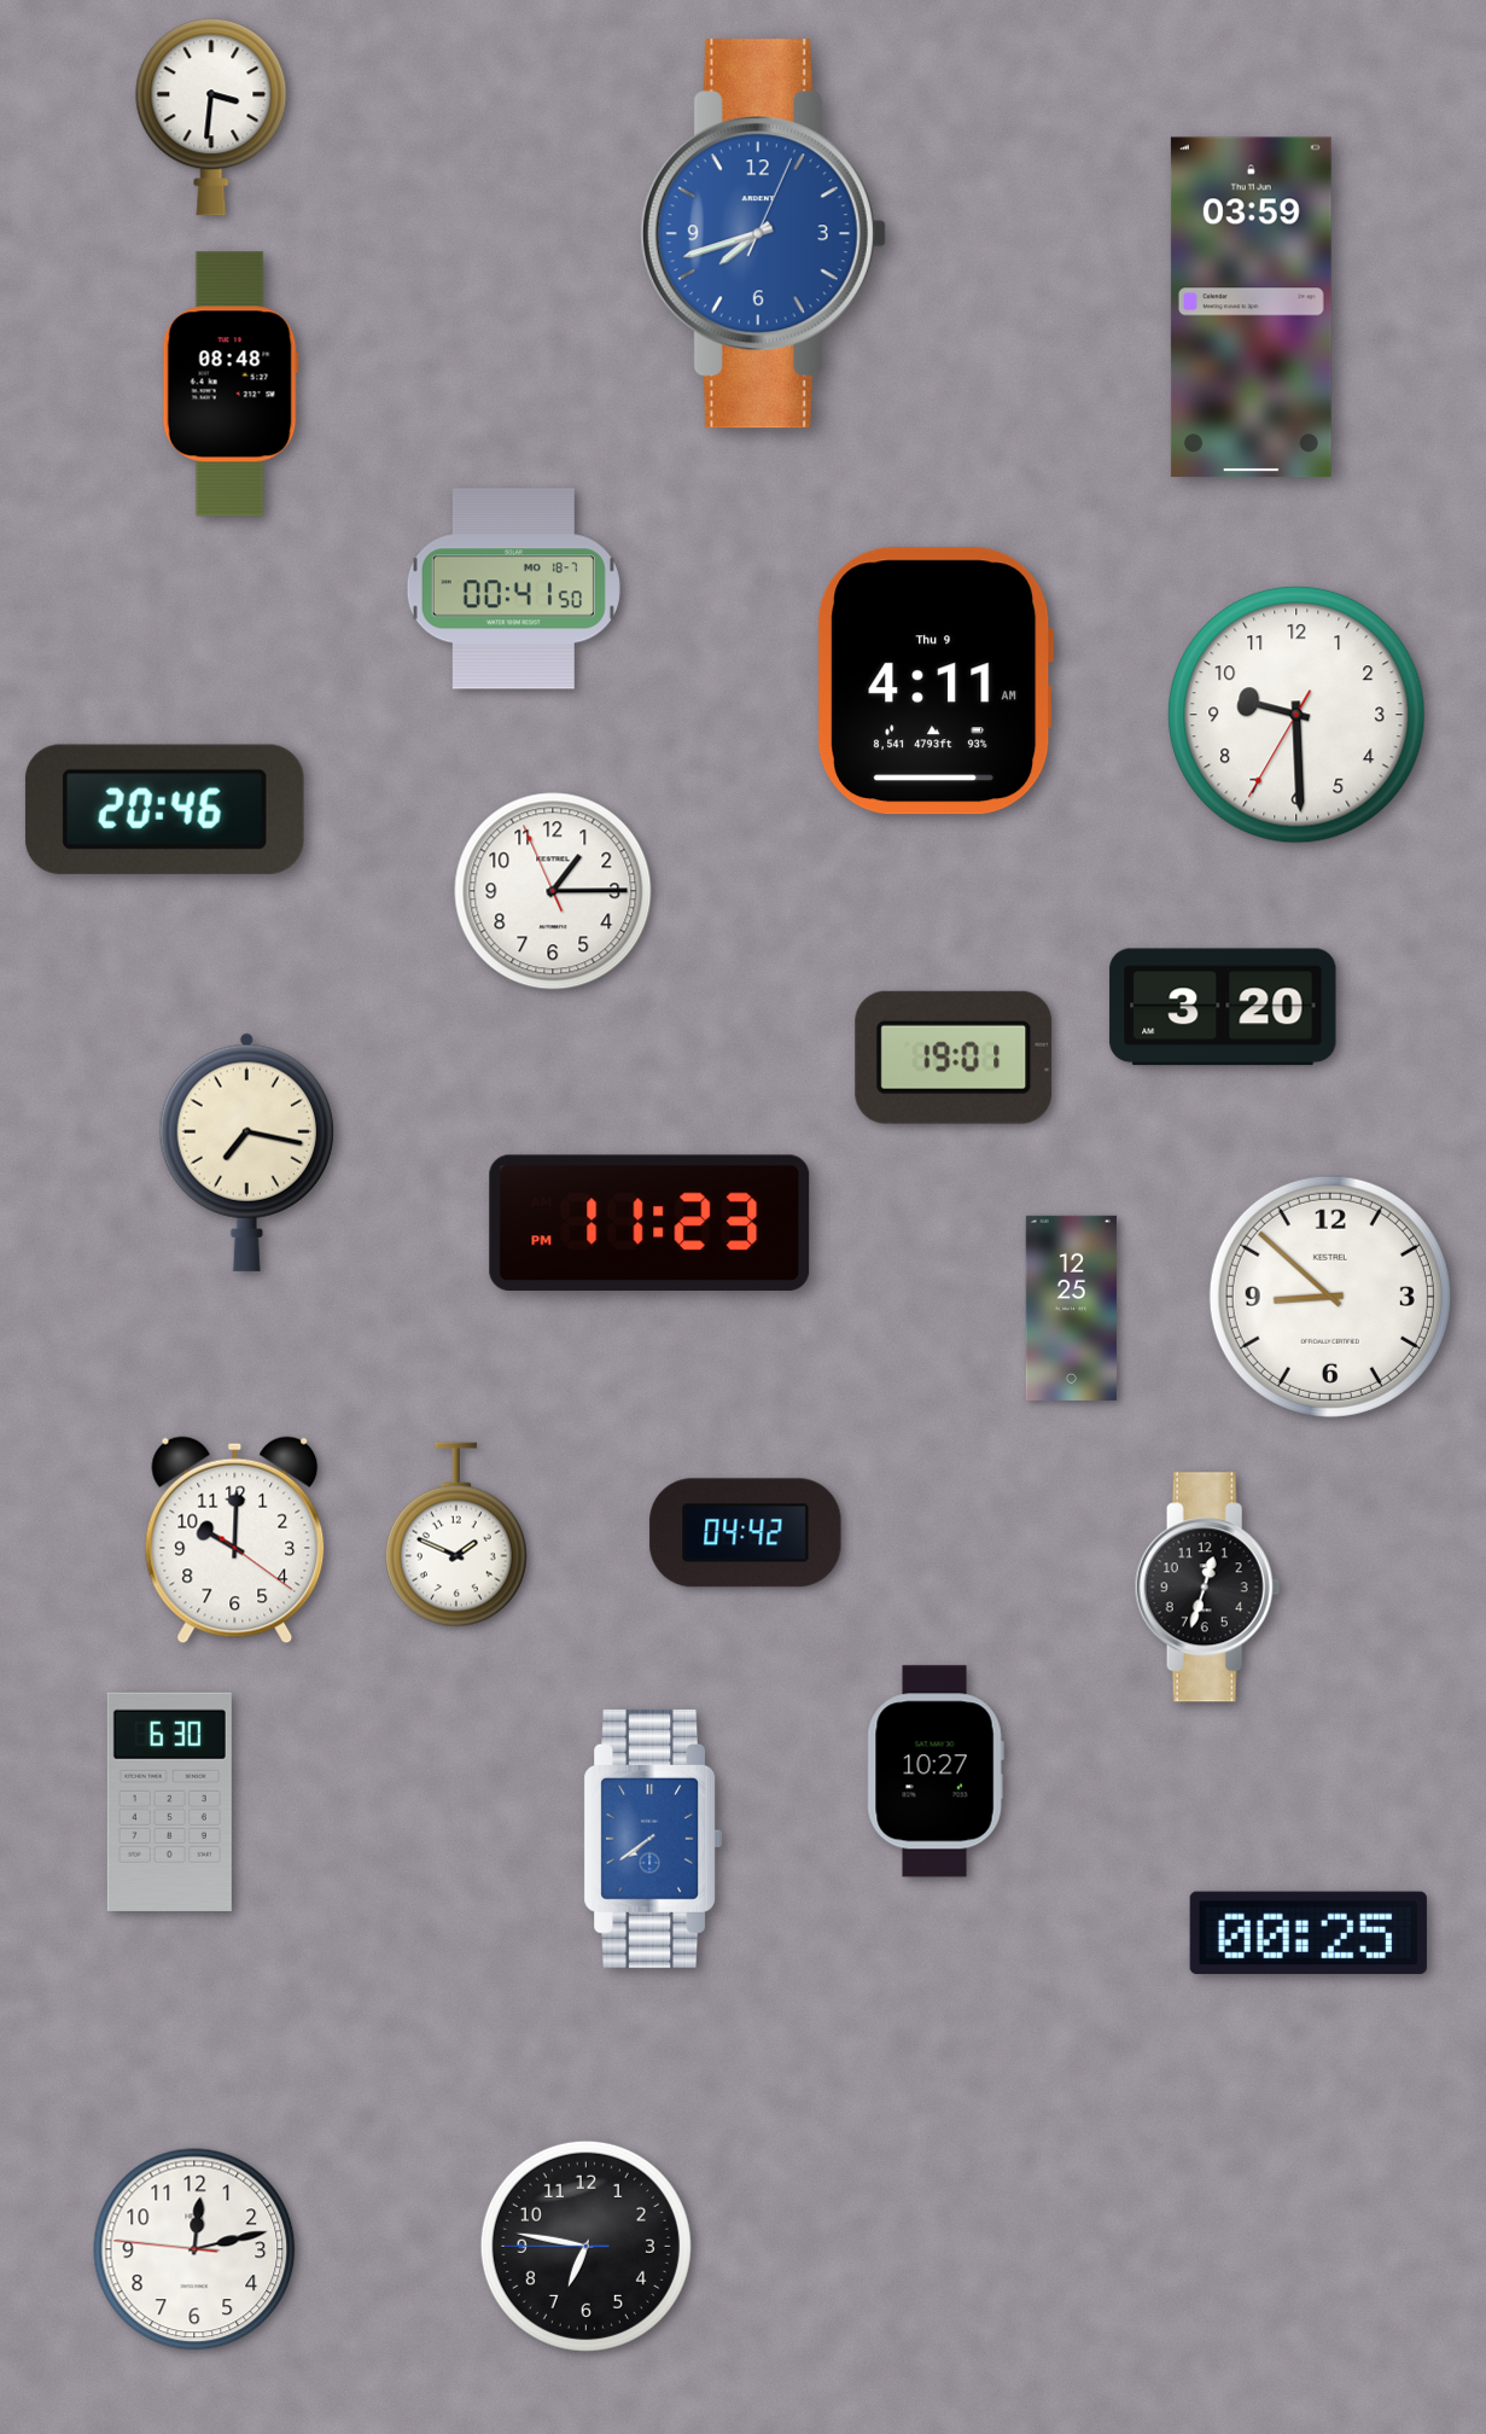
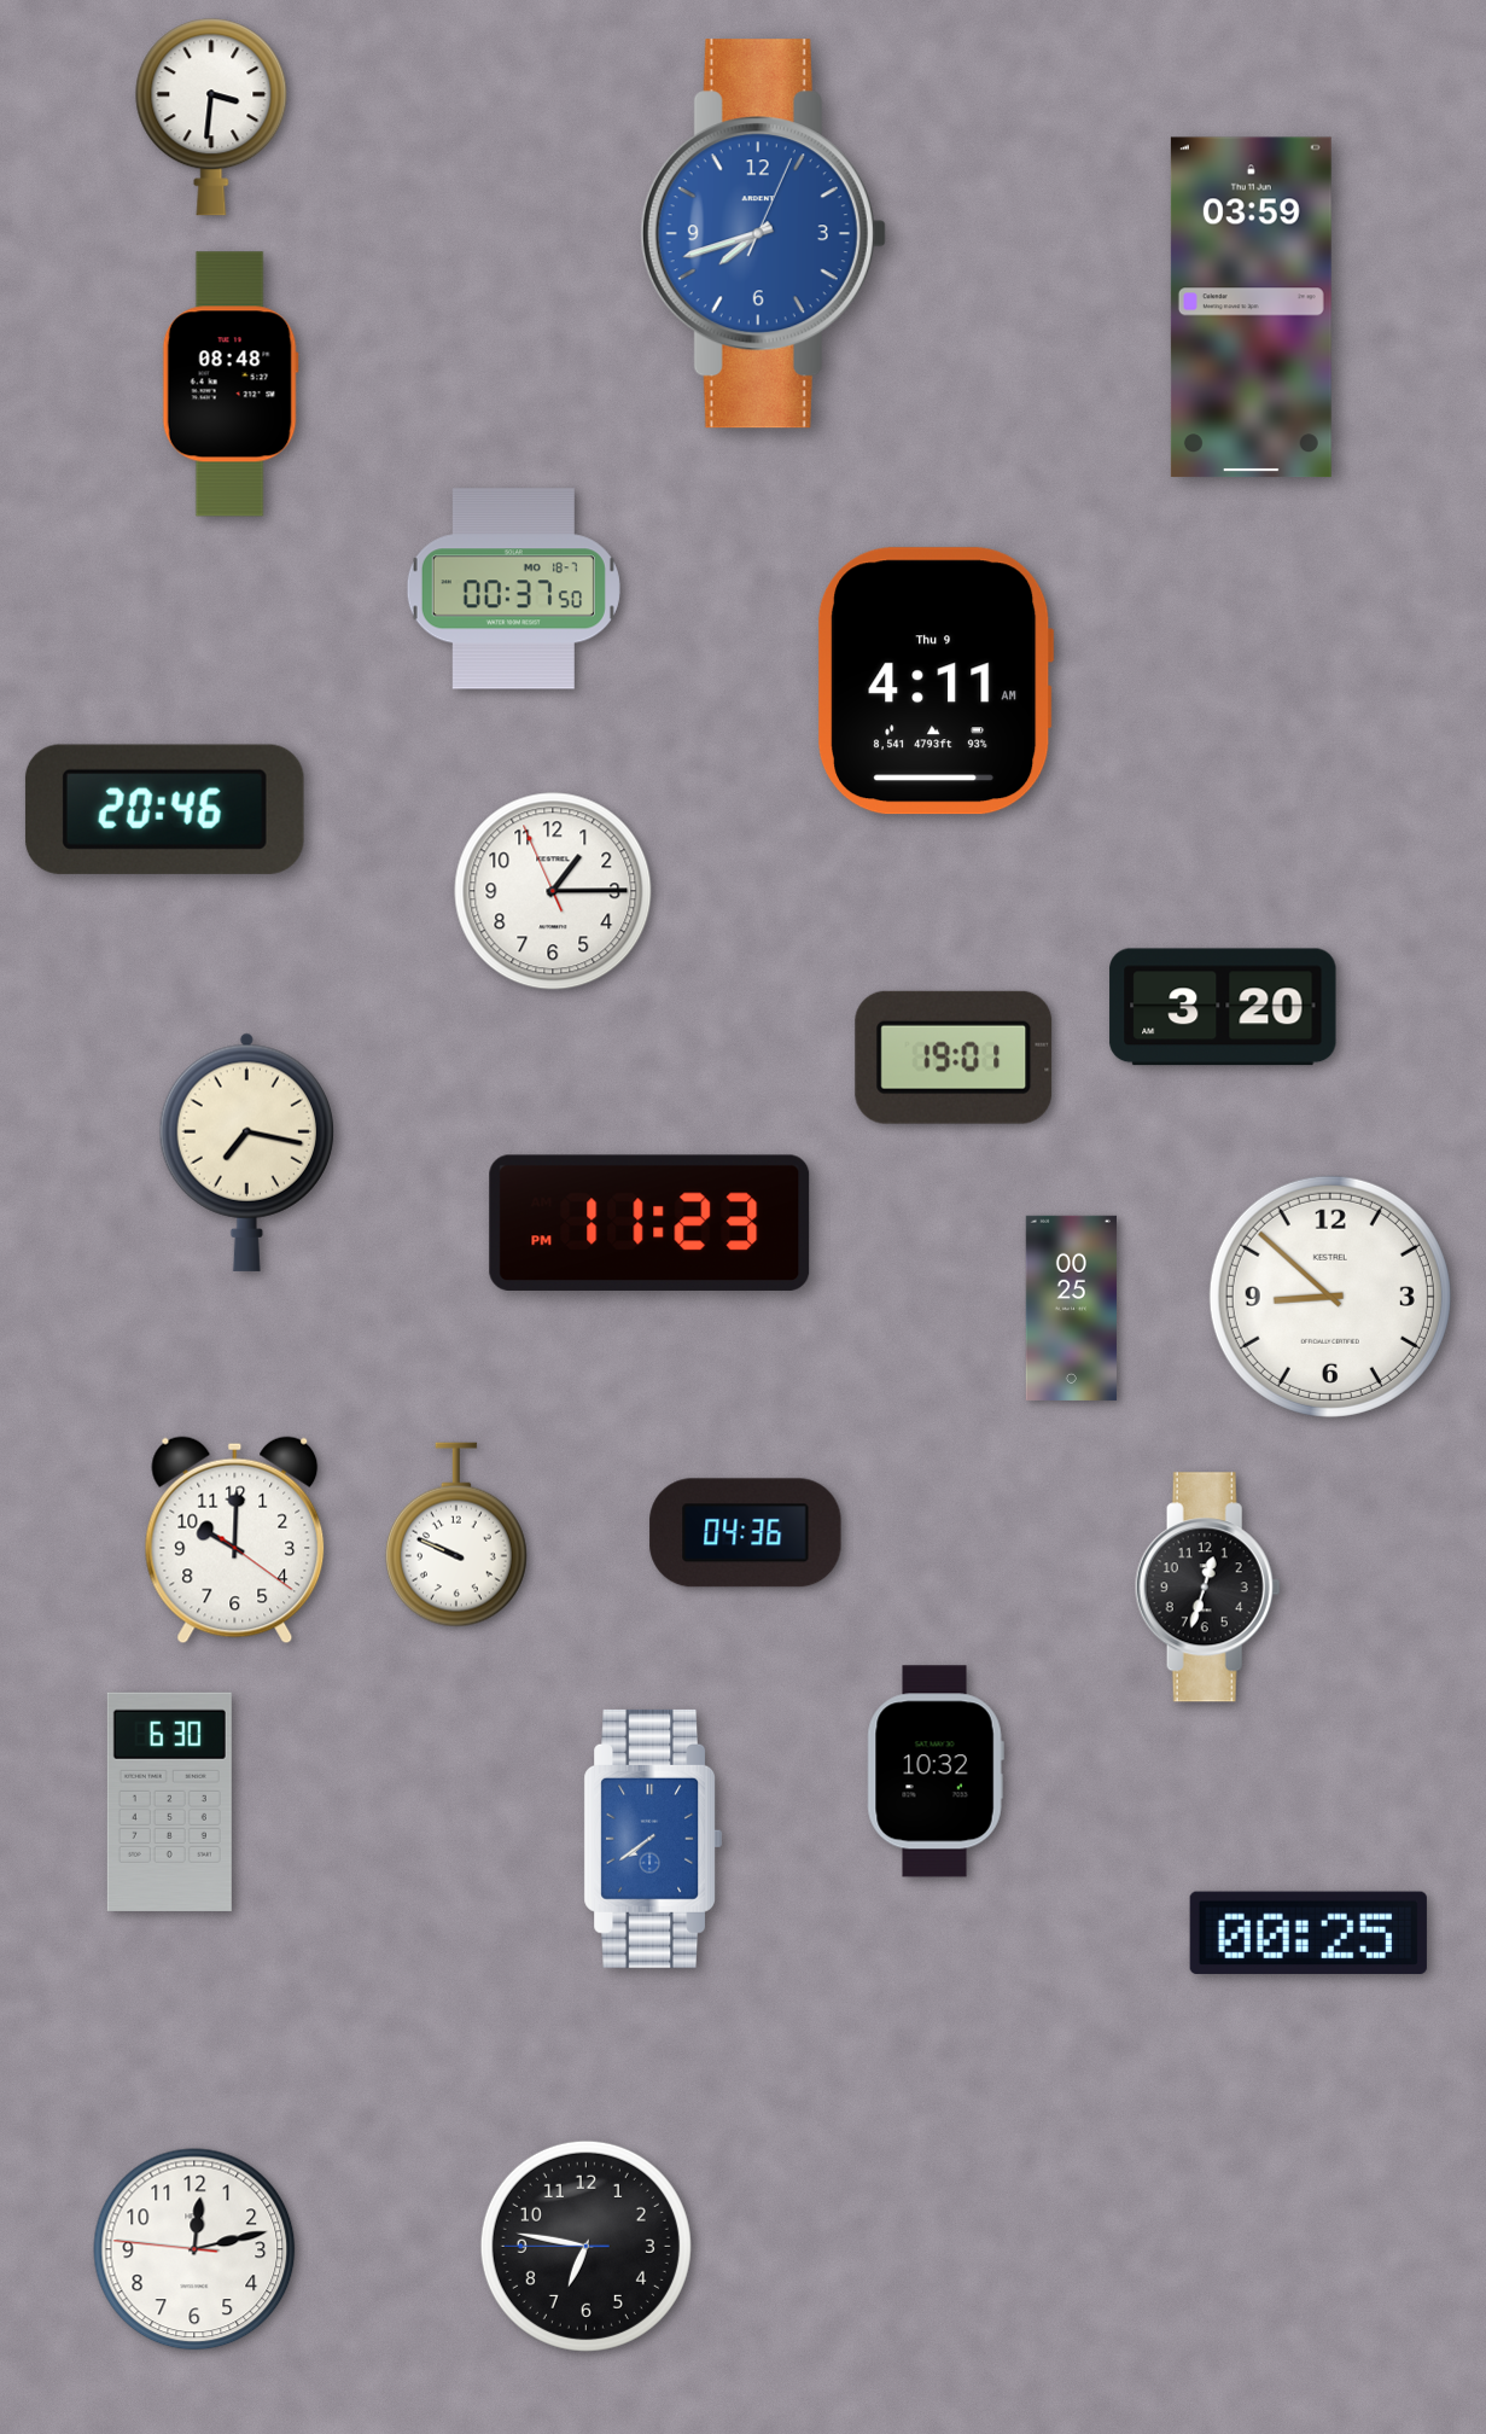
clock at (513, 589): 00:41 -> 00:37
clock at (1296, 715): 9:29 -> none
clock at (1071, 1308): 12:25 -> 00:25
clock at (746, 1533): 04:42 -> 04:36
clock at (456, 1535): 1:49 -> 9:49
clock at (936, 1771): 10:27 -> 10:32
